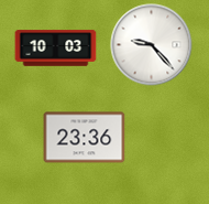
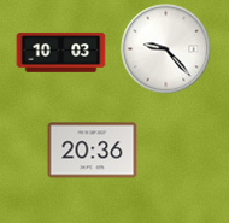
clock at (85, 138): 23:36 -> 20:36
